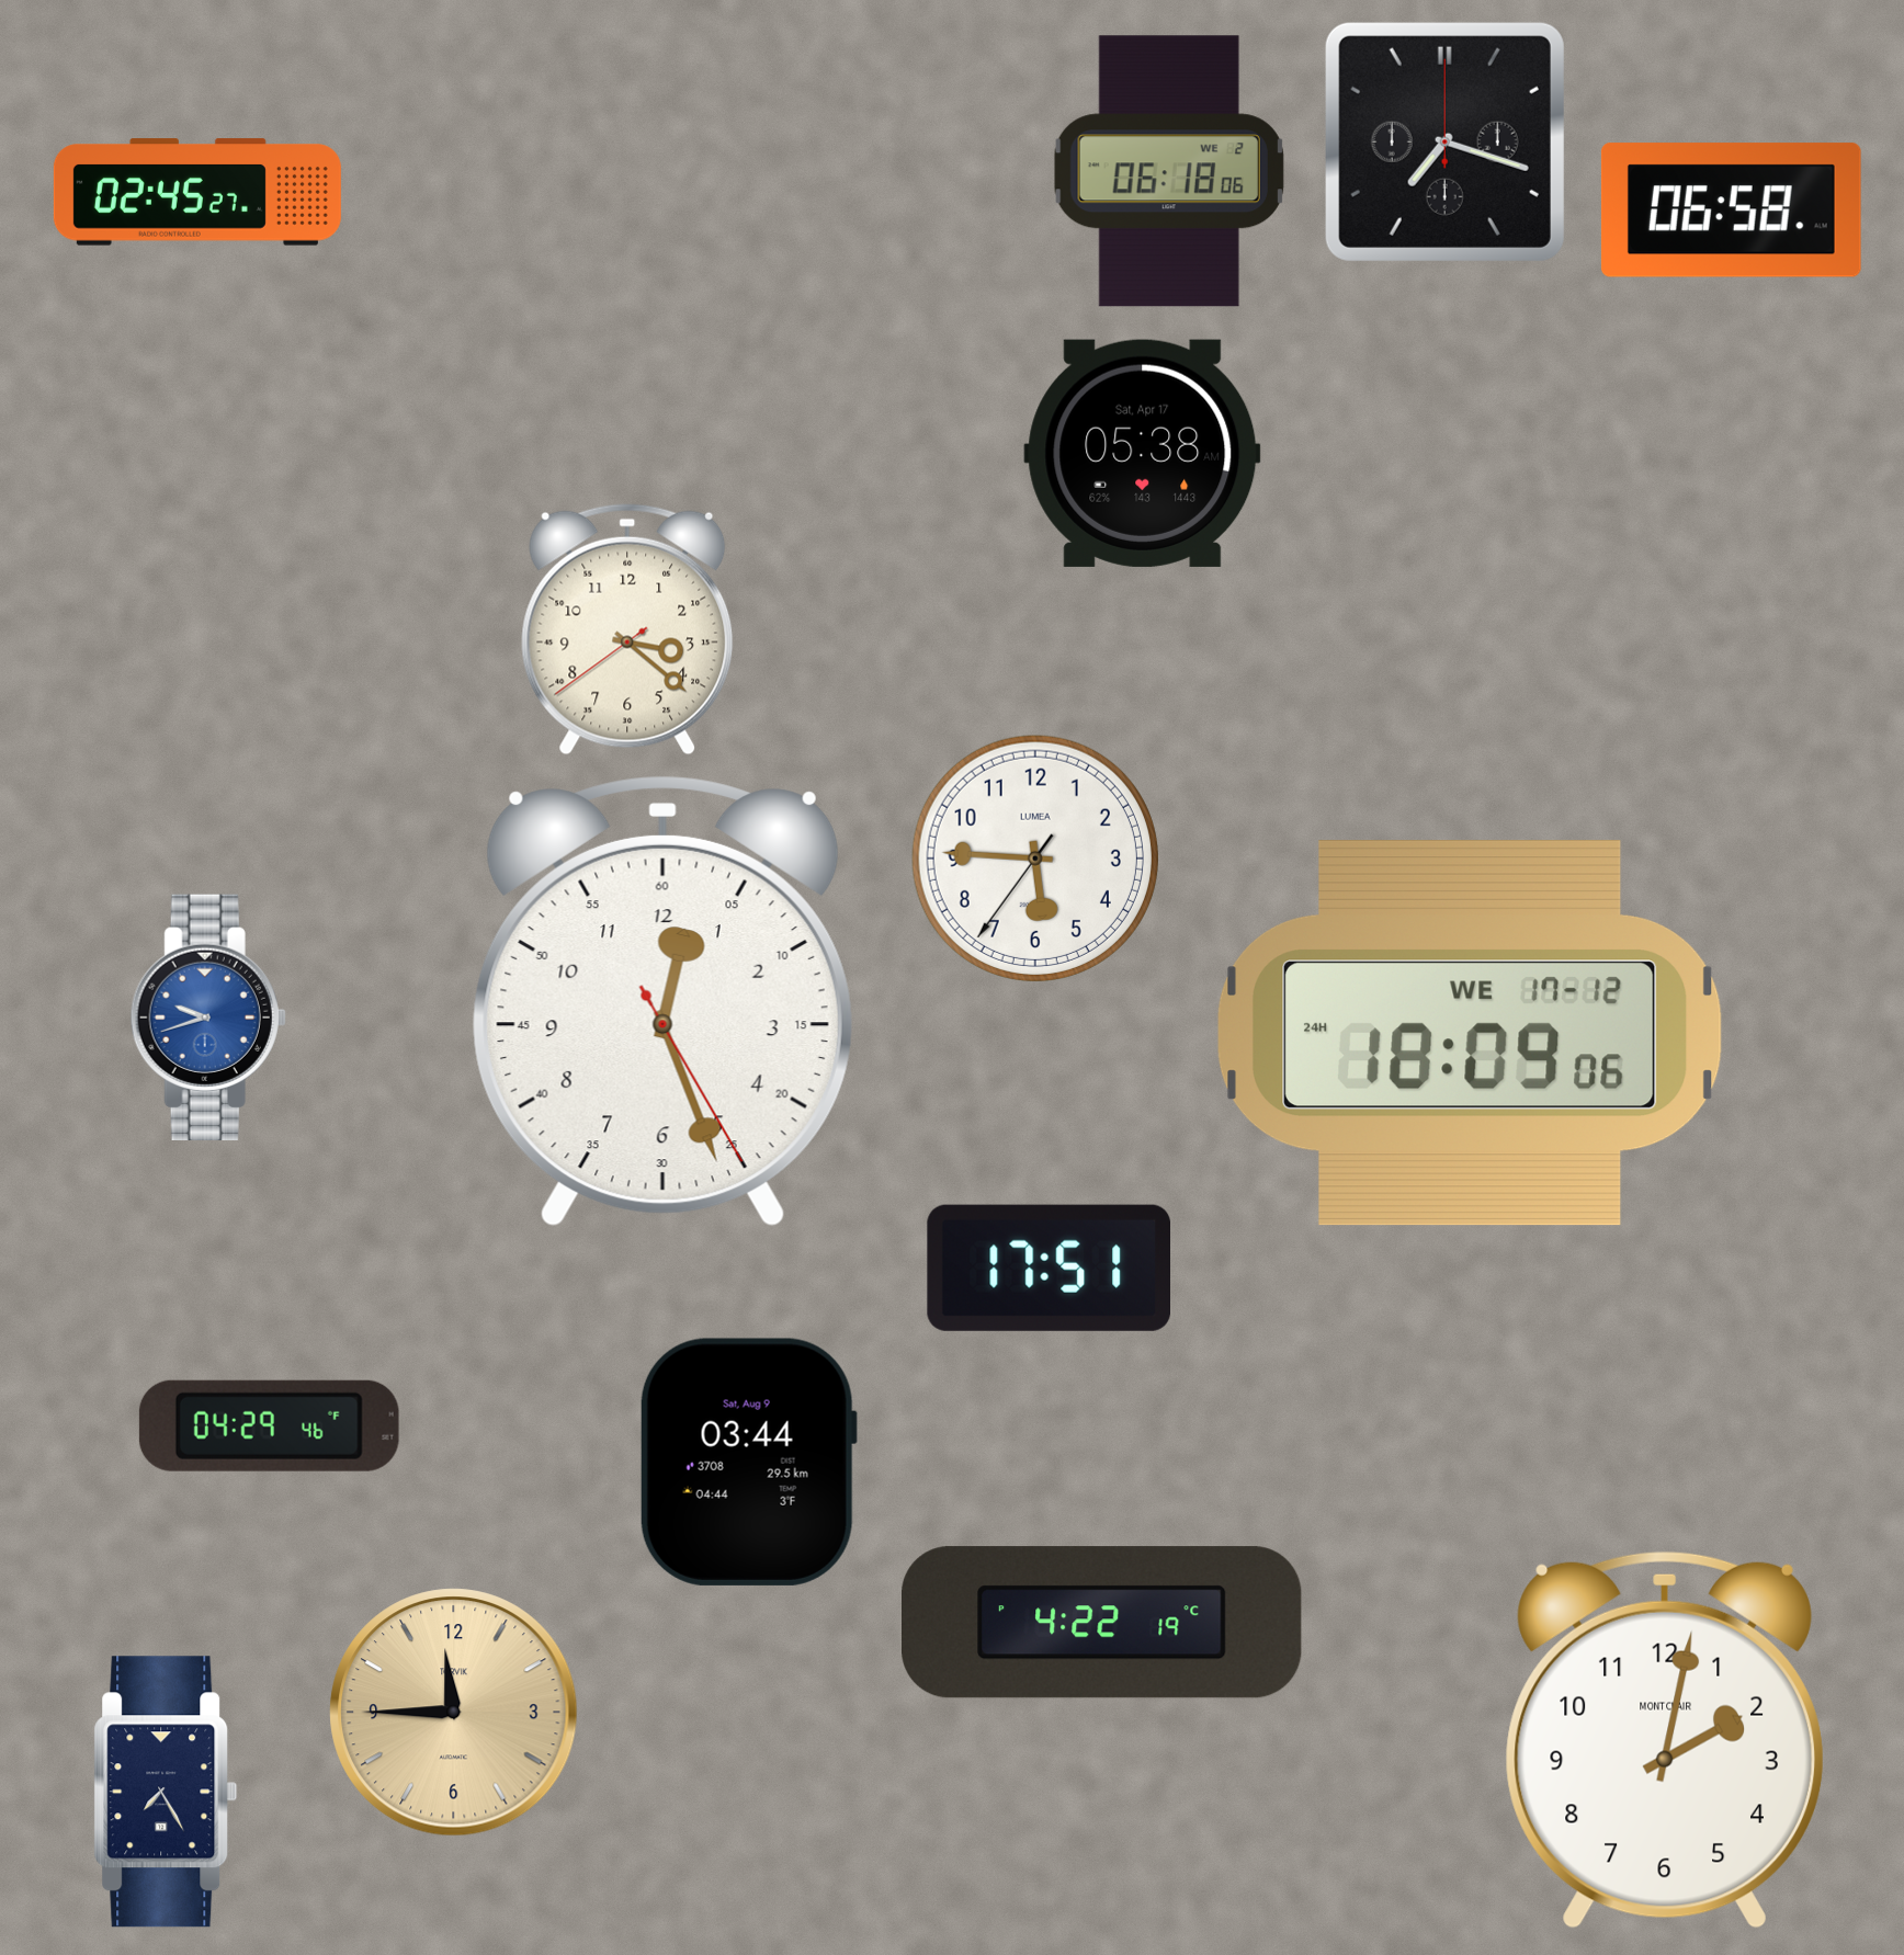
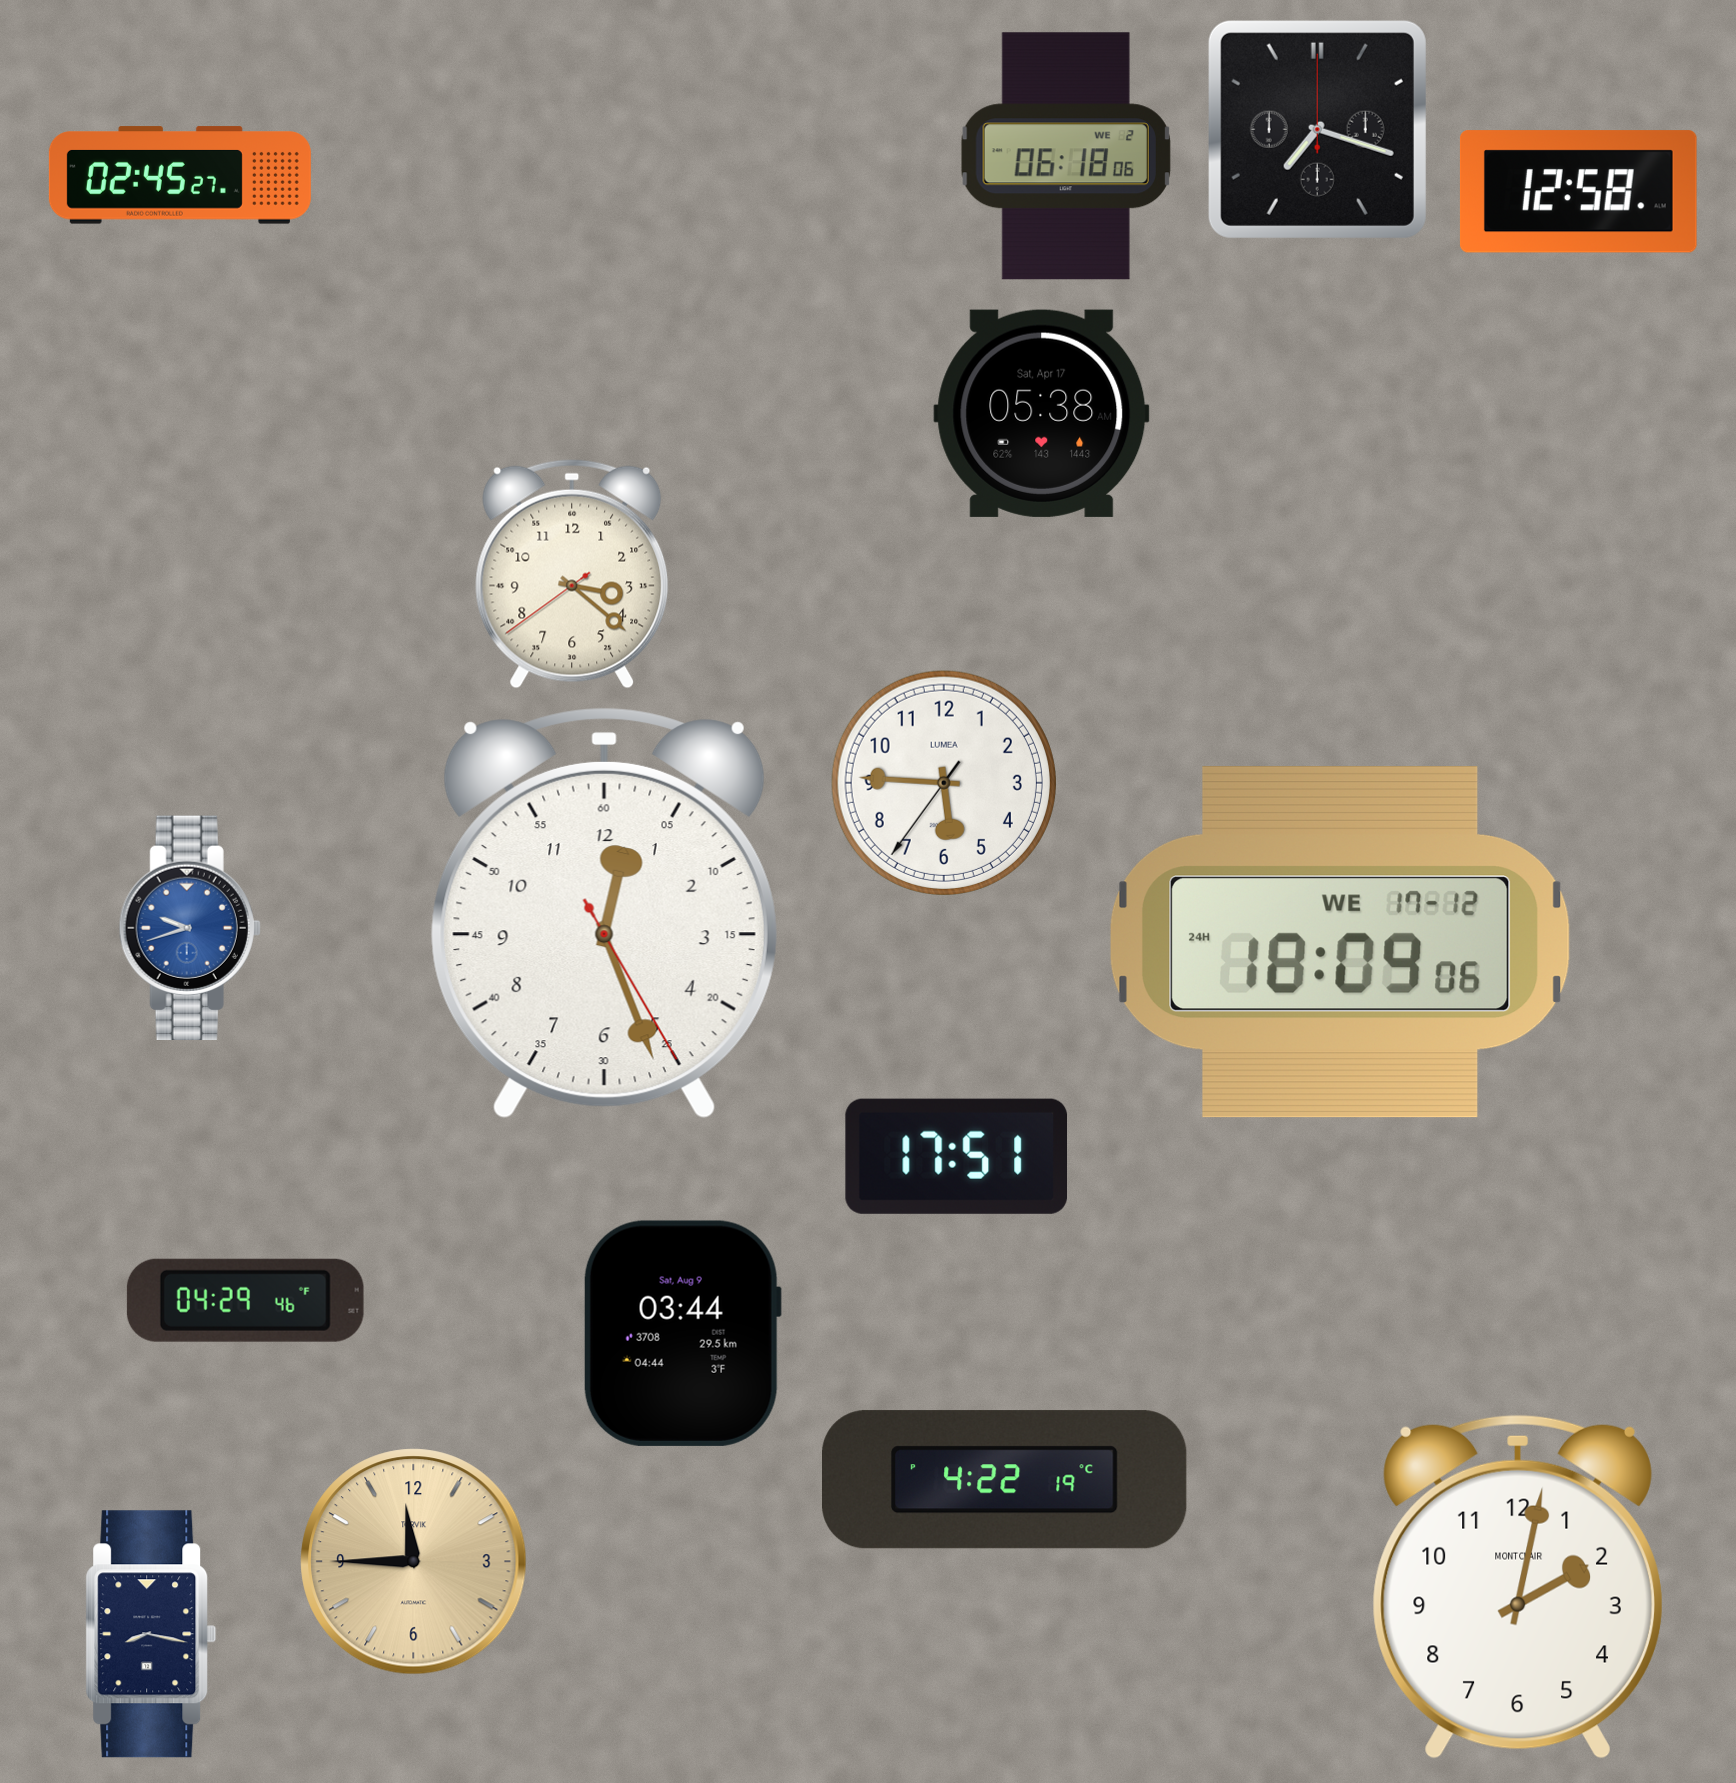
clock at (1731, 211): 06:58 -> 12:58
clock at (166, 1792): 7:25 -> 8:17
